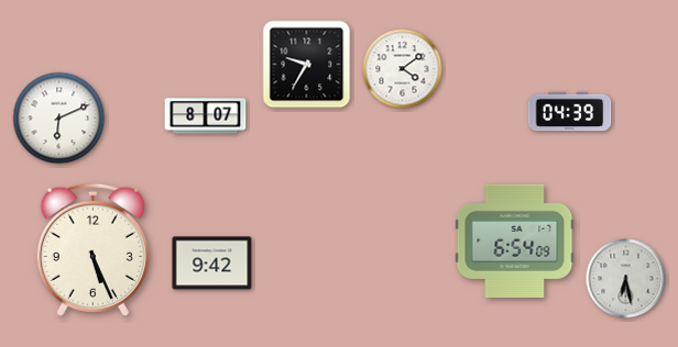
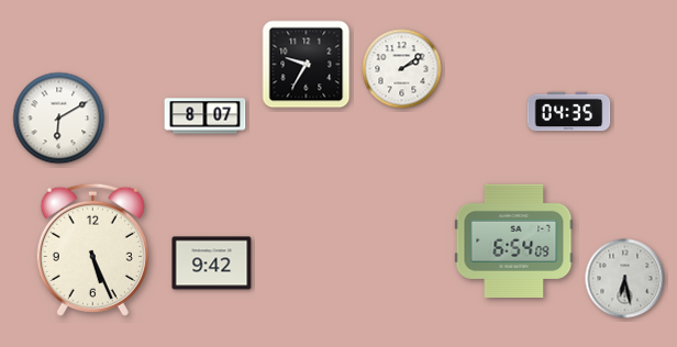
clock at (403, 69): 4:09 -> 2:09
clock at (570, 112): 04:39 -> 04:35
clock at (59, 119): 6:11 -> 6:10
